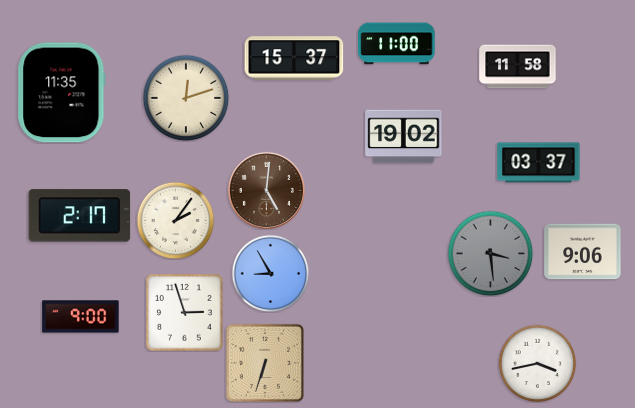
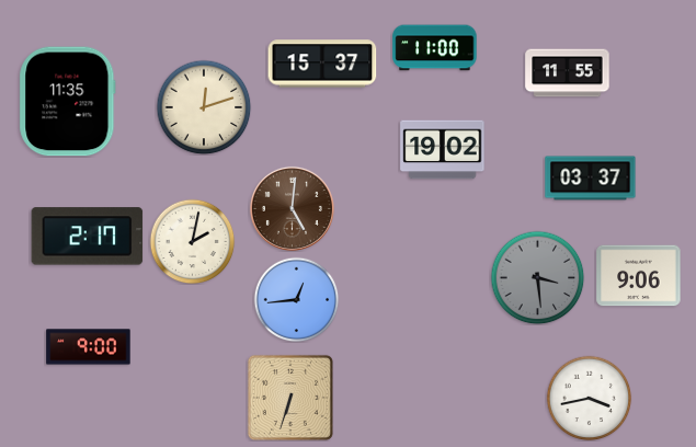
clock at (518, 67): 11:58 -> 11:55
clock at (175, 220): 2:06 -> 2:02
clock at (270, 273): 8:55 -> 12:44
clock at (185, 313): 2:57 -> none
